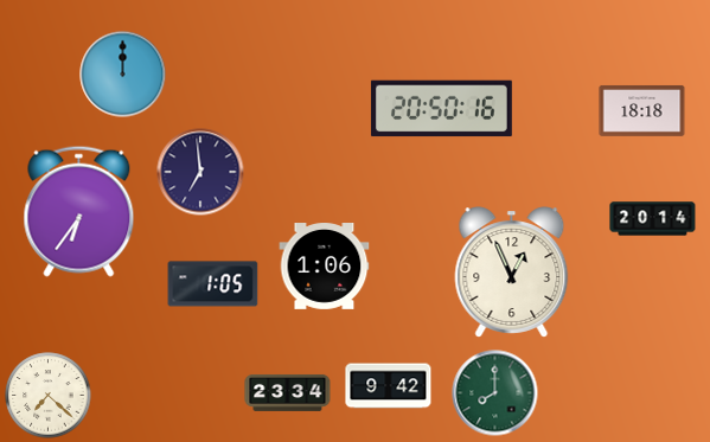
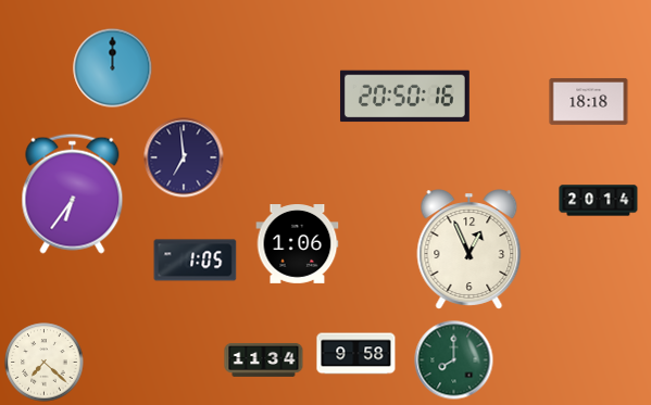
clock at (441, 109) position: (441, 109) -> (404, 97)
clock at (389, 386): 9:42 -> 9:58
clock at (288, 392): 23:34 -> 11:34
